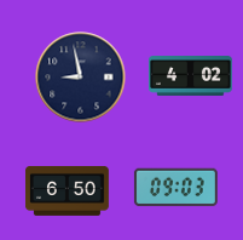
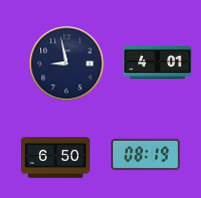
clock at (191, 76): 4:02 -> 4:01
clock at (175, 188): 09:03 -> 08:19
